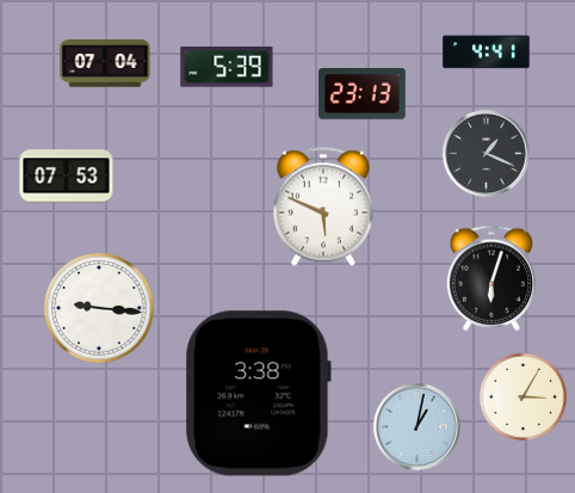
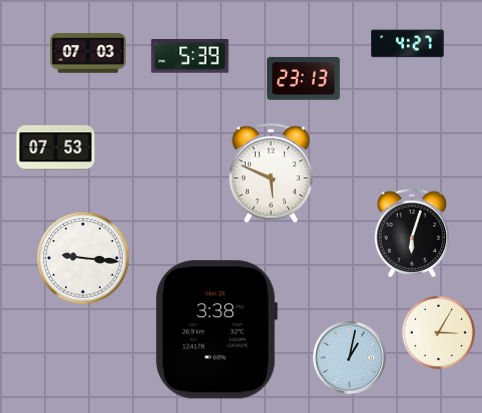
clock at (487, 53): 4:41 -> 4:27
clock at (105, 63): 07:04 -> 07:03
clock at (486, 153): 1:19 -> none
